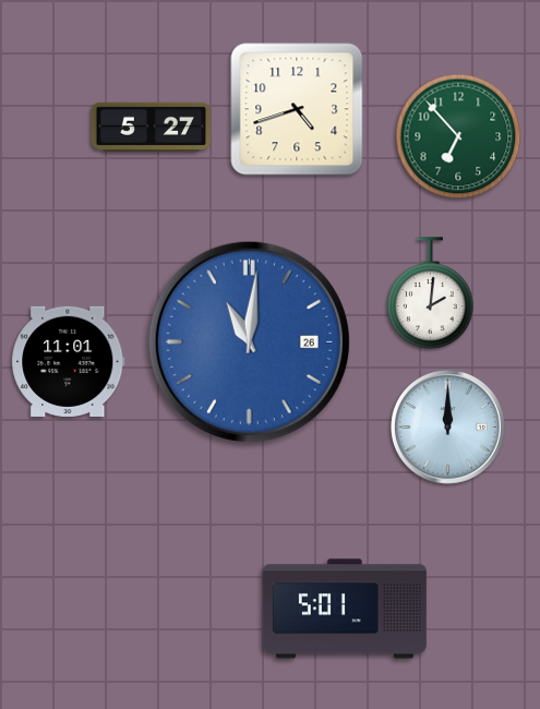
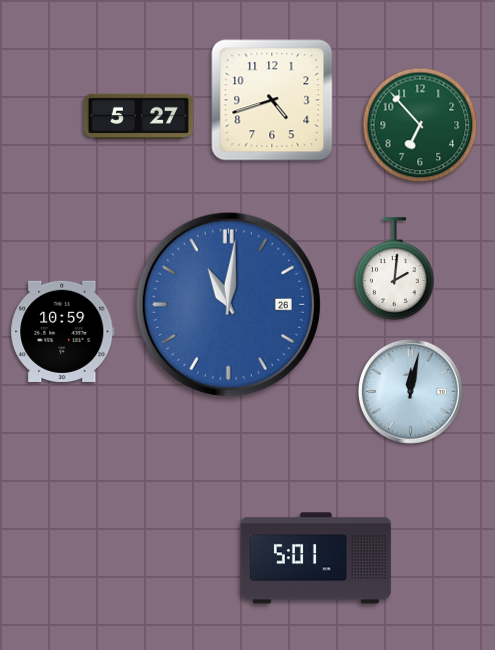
clock at (249, 341) position: (249, 341) -> (228, 304)
clock at (69, 361): 11:01 -> 10:59
clock at (448, 428): 12:00 -> 12:02
